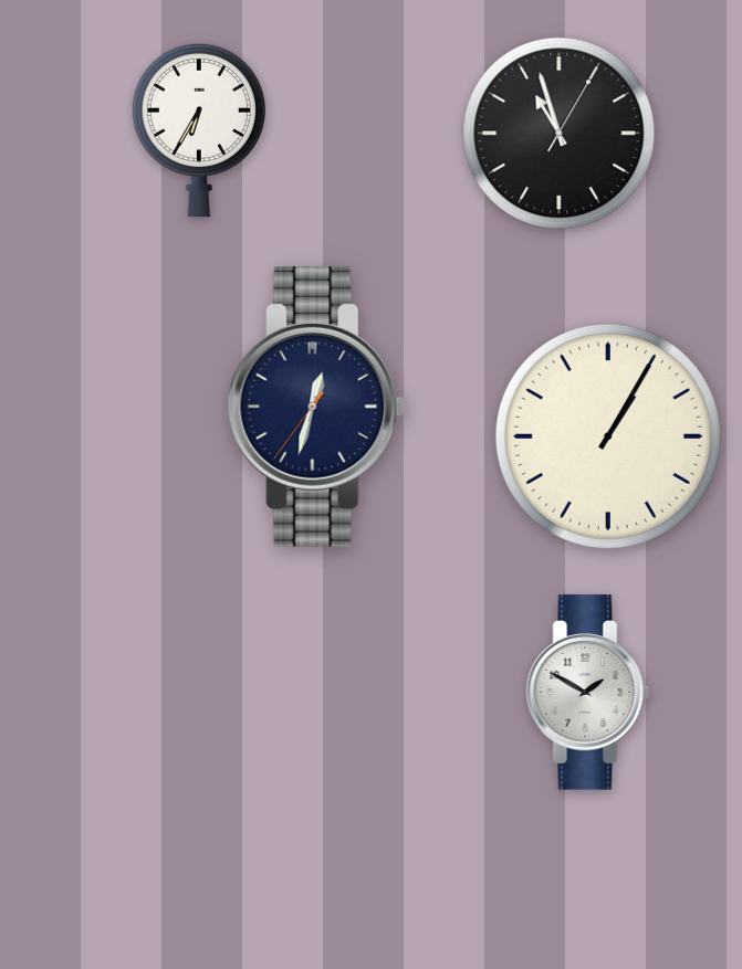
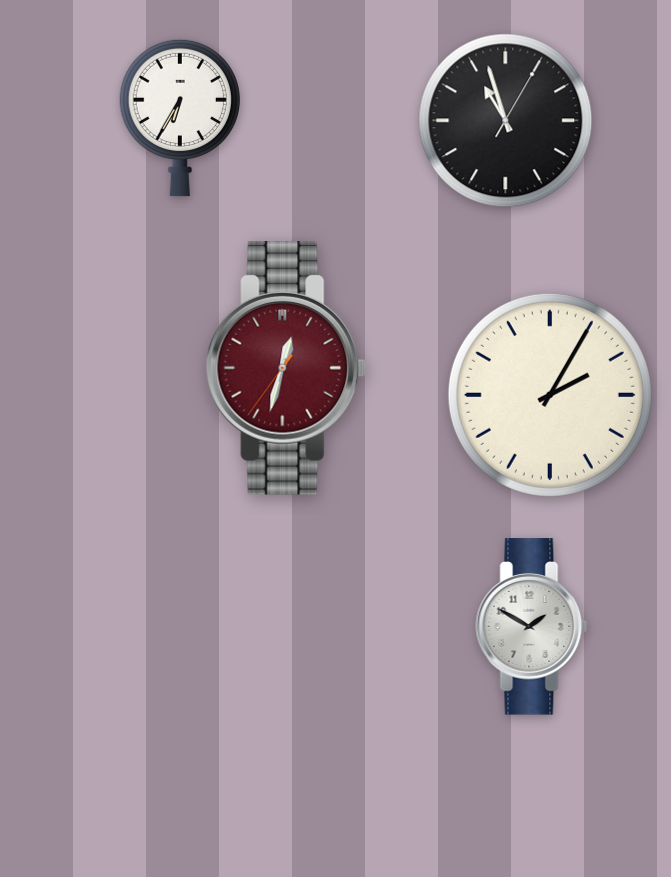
clock at (316, 408) dial: navy -> burgundy
clock at (608, 436): 1:05 -> 2:05
